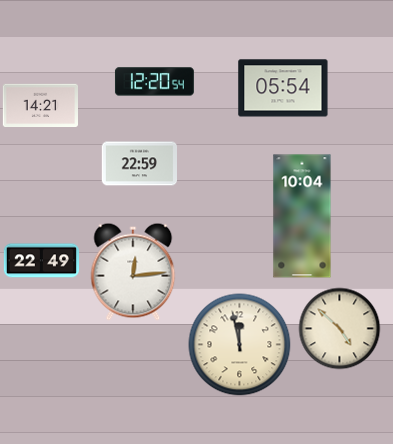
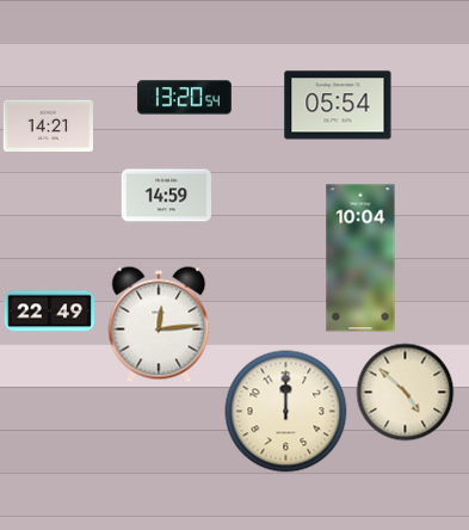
clock at (154, 82): 12:20 -> 13:20
clock at (139, 164): 22:59 -> 14:59
clock at (240, 345): 11:58 -> 12:00
